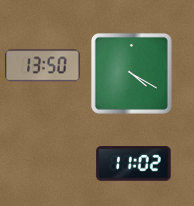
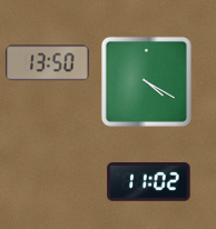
clock at (43, 66) position: (43, 66) -> (48, 63)
